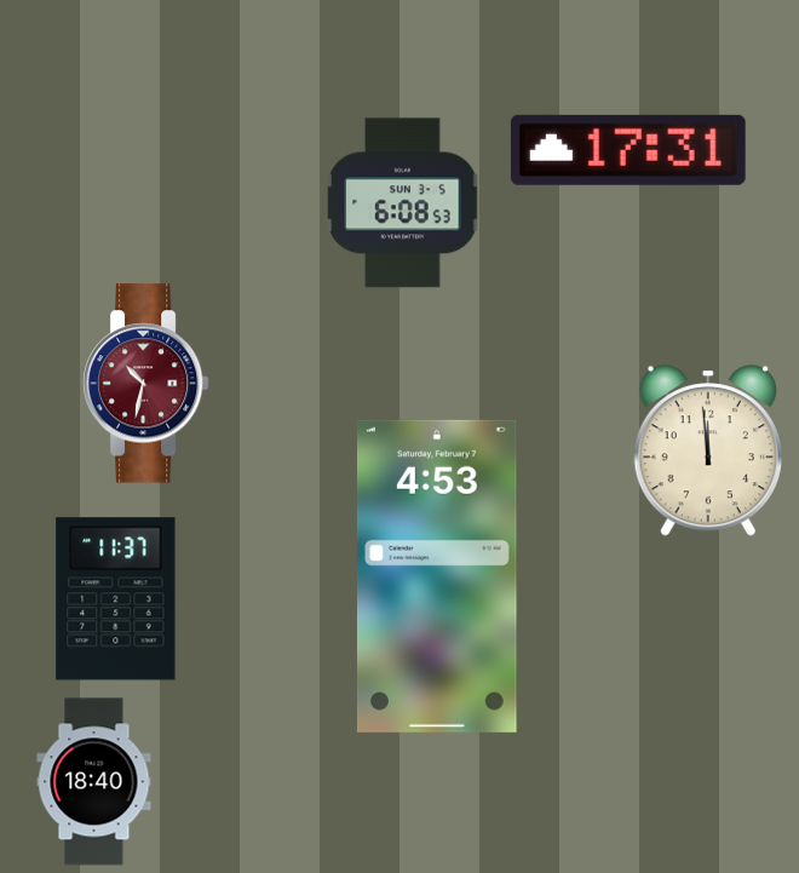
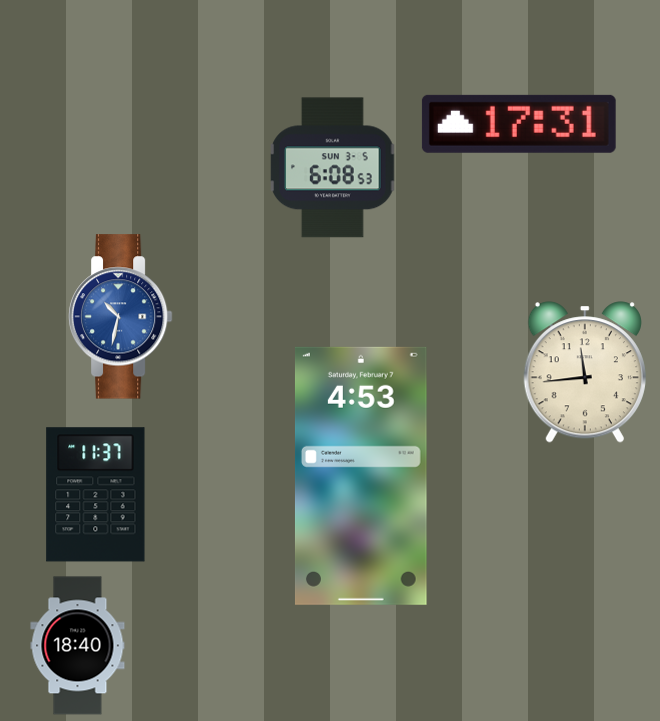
clock at (145, 384) dial: burgundy -> blue
clock at (708, 450): 11:59 -> 11:44
